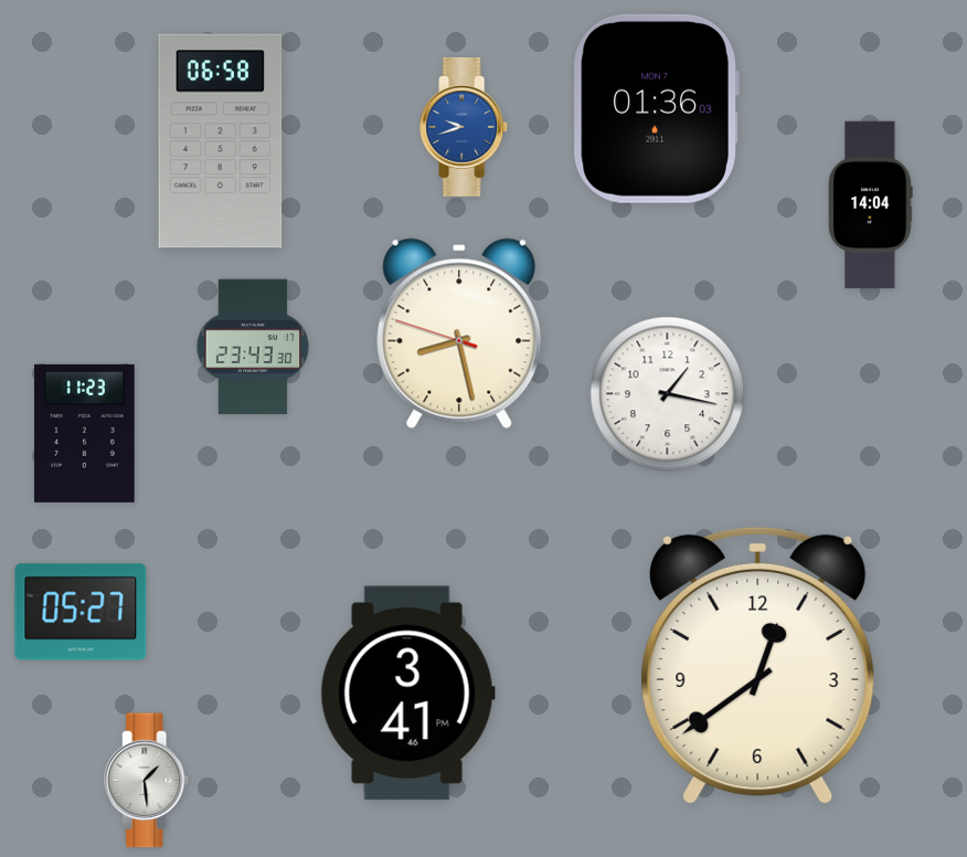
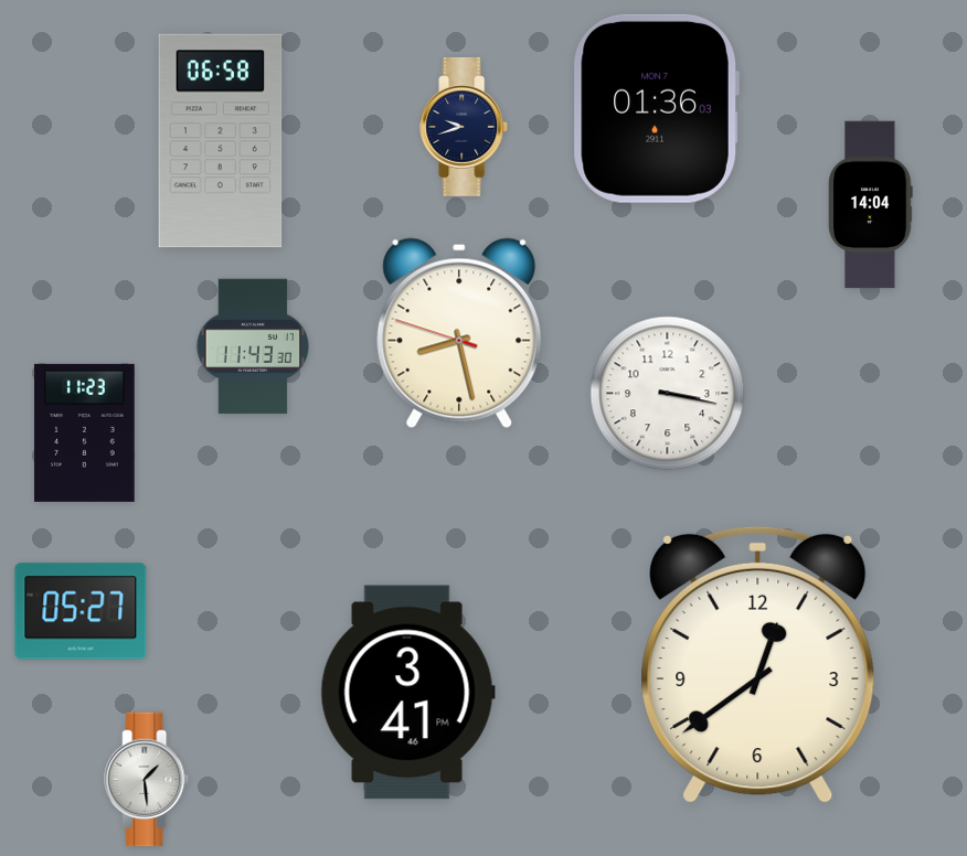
clock at (465, 127) dial: blue -> navy
clock at (253, 347): 23:43 -> 11:43
clock at (668, 394): 1:17 -> 3:17
